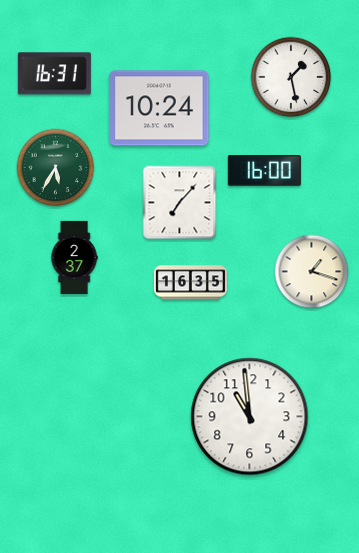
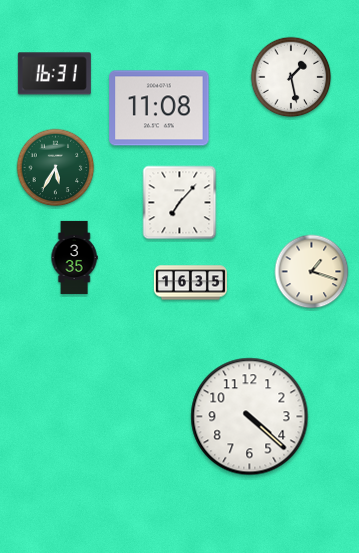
clock at (159, 108): 10:24 -> 11:08
clock at (264, 171): 16:00 -> none
clock at (74, 257): 2:37 -> 3:35
clock at (250, 417): 10:59 -> 4:22
